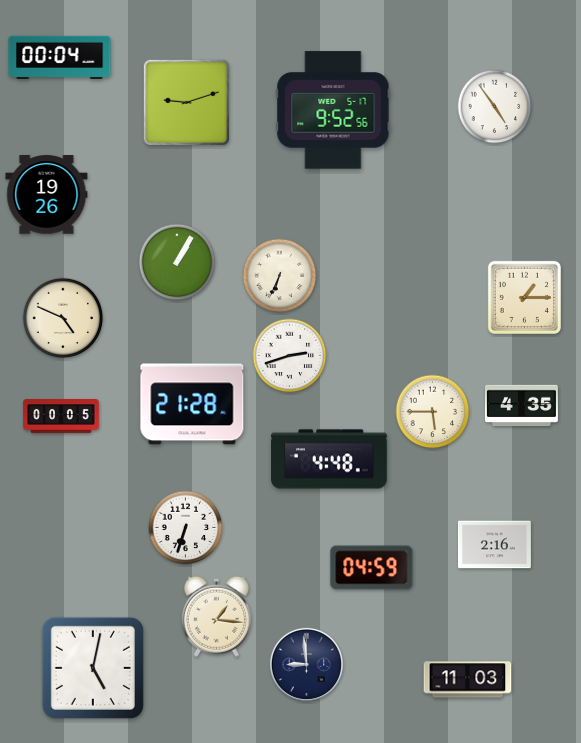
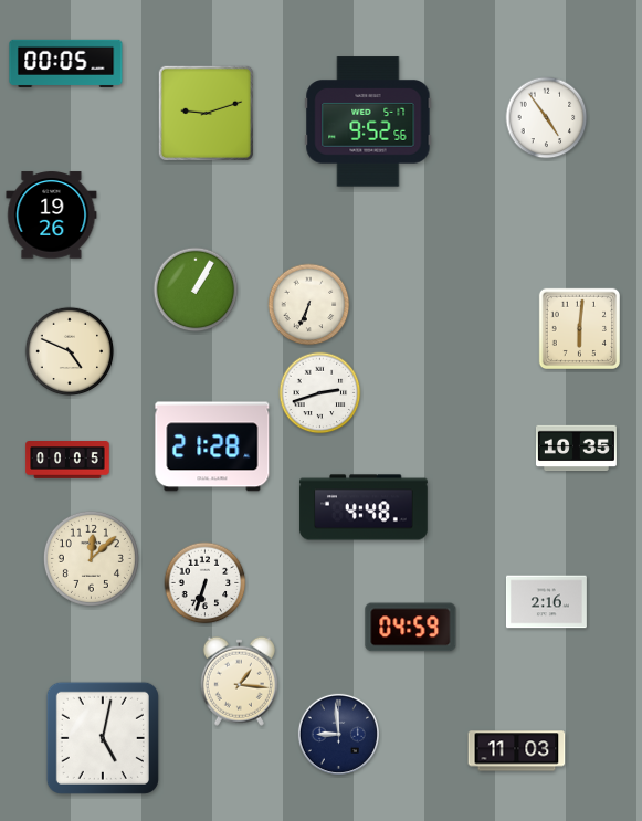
clock at (60, 57): 00:04 -> 00:05
clock at (524, 297): 1:15 -> 6:01
clock at (521, 406): 4:35 -> 10:35
clock at (433, 412): 5:45 -> none
clock at (91, 558): none -> 12:08
